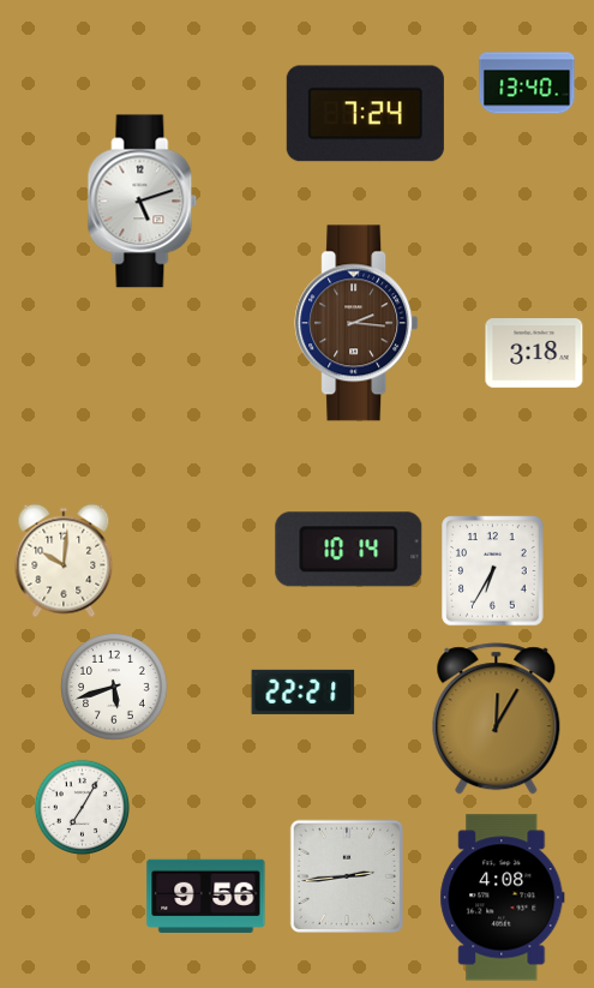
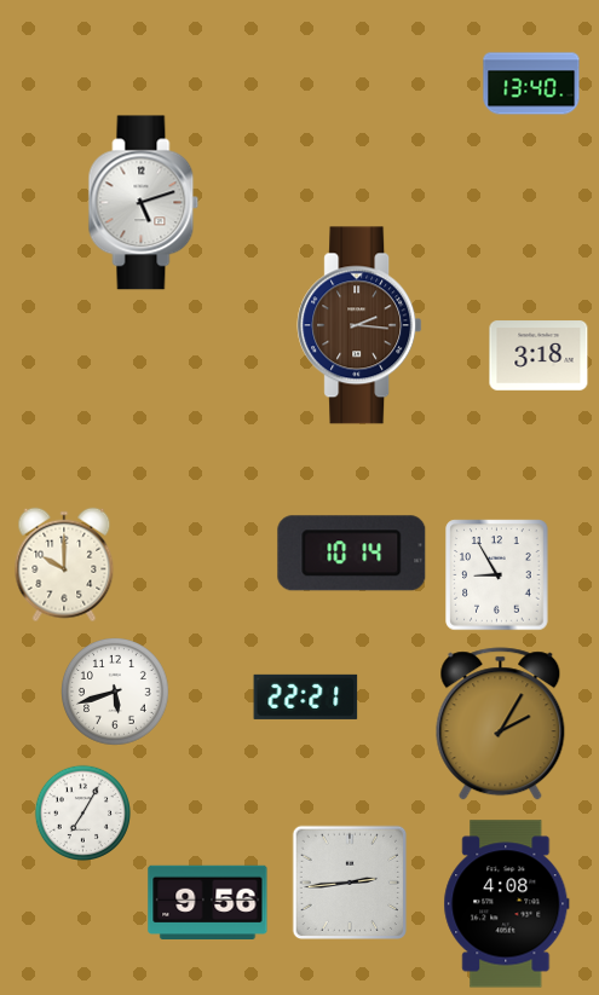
clock at (365, 114): 7:24 -> none
clock at (64, 561): 10:01 -> 10:00
clock at (493, 571): 6:35 -> 8:55
clock at (497, 719): 12:05 -> 2:05
